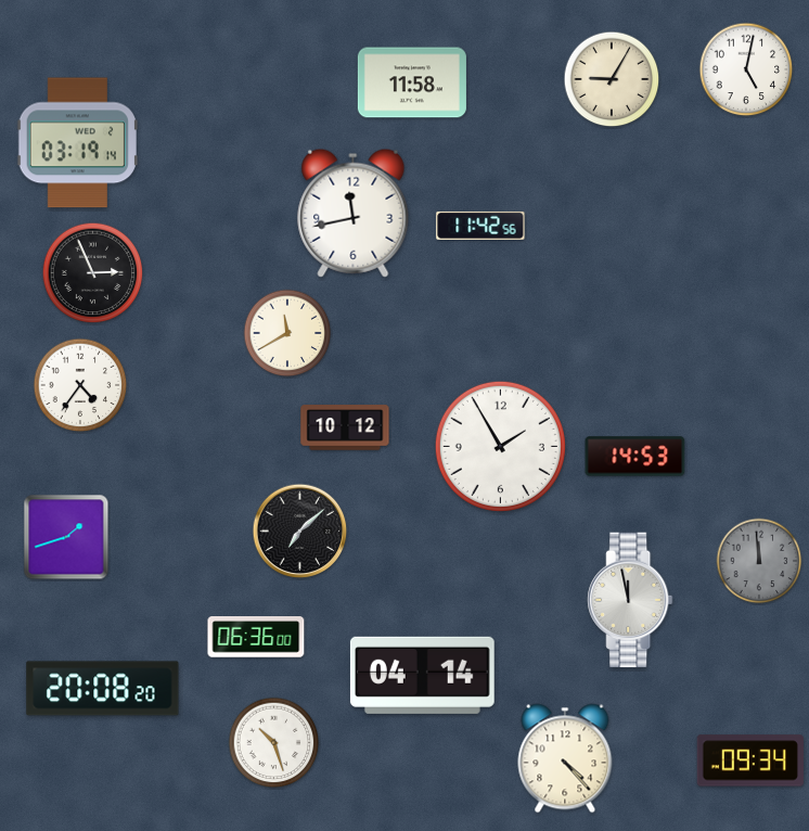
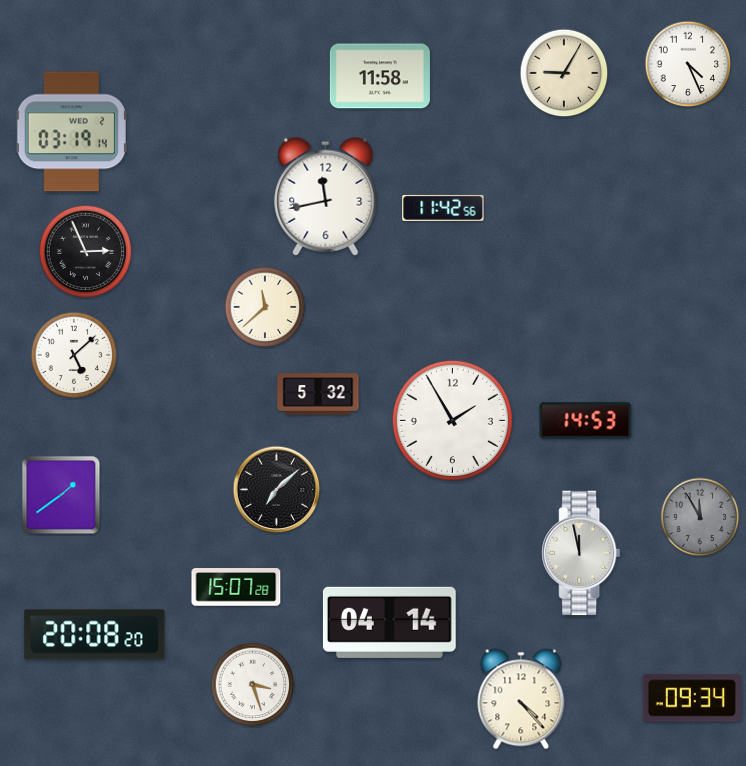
clock at (746, 69): 5:02 -> 4:26
clock at (287, 333): 11:40 -> 11:38
clock at (80, 385): 4:36 -> 5:08
clock at (345, 427): 10:12 -> 5:32
clock at (500, 446) position: (500, 446) -> (452, 420)
clock at (66, 537): 1:42 -> 1:39
clock at (759, 561): 11:59 -> 11:55
clock at (256, 637): 06:36 -> 15:07
clock at (274, 743): 10:27 -> 3:27
clock at (750, 760) position: (750, 760) -> (692, 698)
